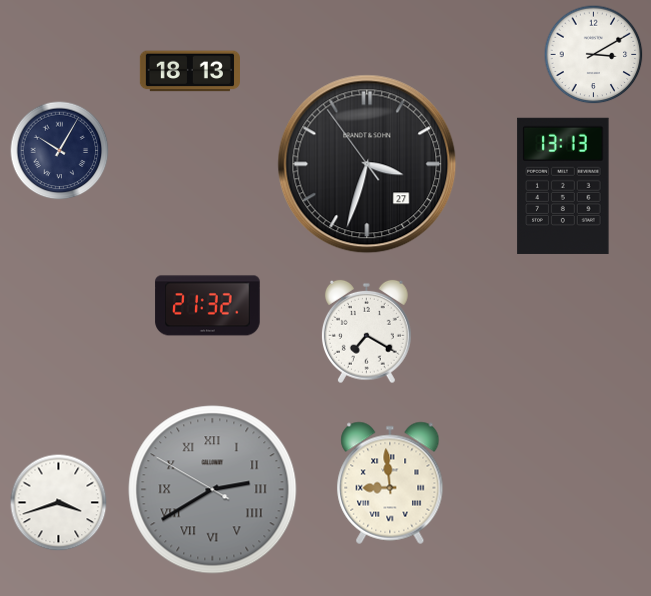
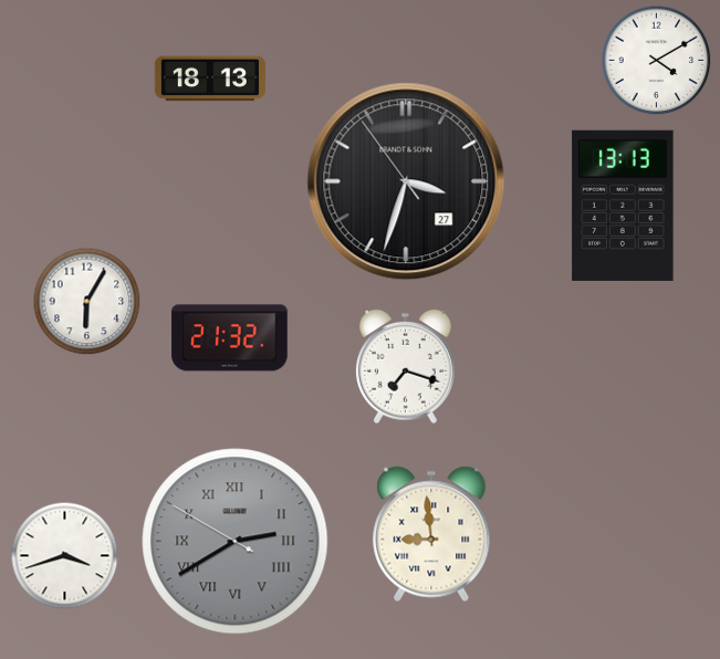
clock at (594, 55): 3:10 -> 4:10
clock at (60, 151): 10:05 -> none
clock at (87, 302): none -> 6:05
clock at (366, 332): 7:20 -> 7:18
